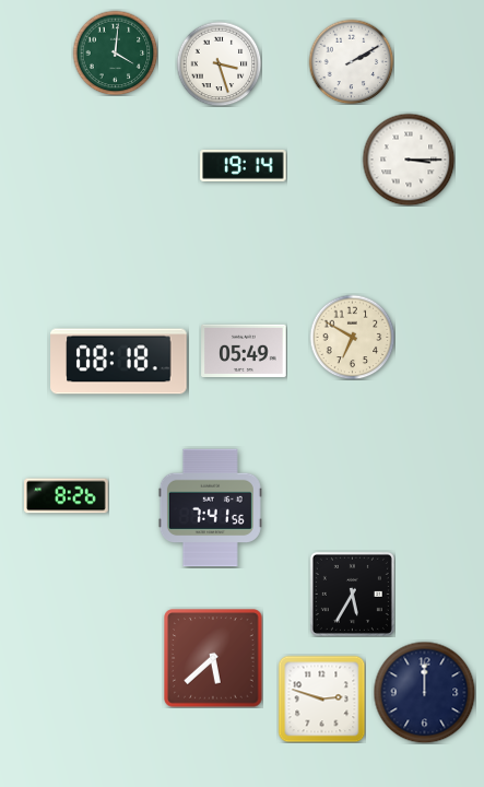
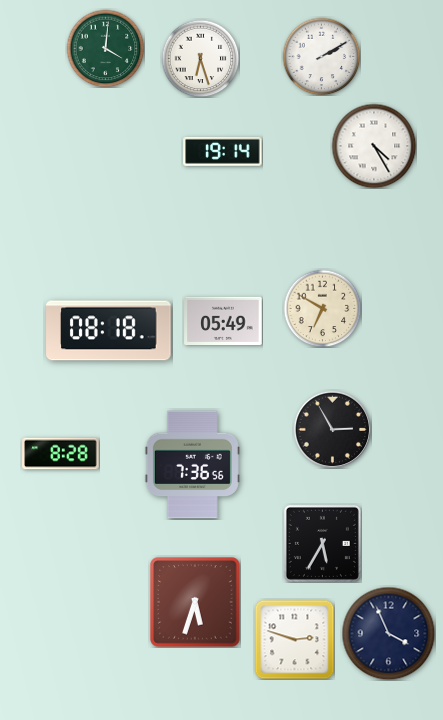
clock at (219, 63): 3:27 -> 6:27
clock at (409, 160): 3:15 -> 4:25
clock at (332, 429): none -> 2:55
clock at (67, 496): 8:26 -> 8:28
clock at (210, 508): 7:41 -> 7:36
clock at (213, 658): 5:38 -> 5:33
clock at (424, 692): 12:00 -> 3:56
